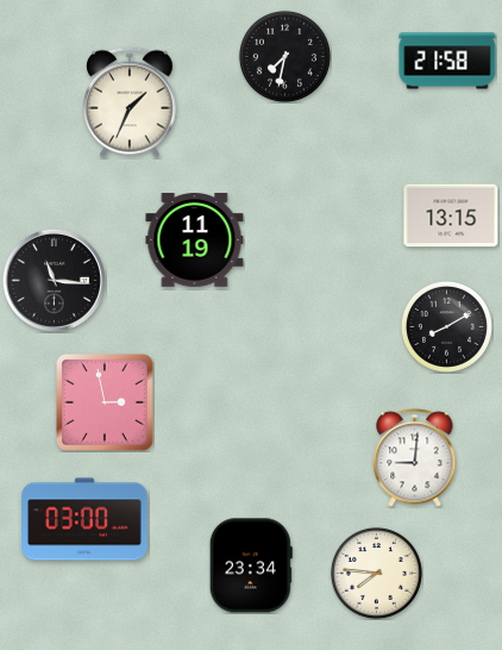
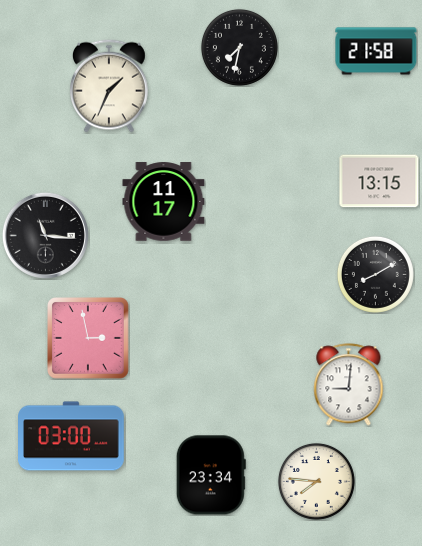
clock at (195, 240): 11:19 -> 11:17
